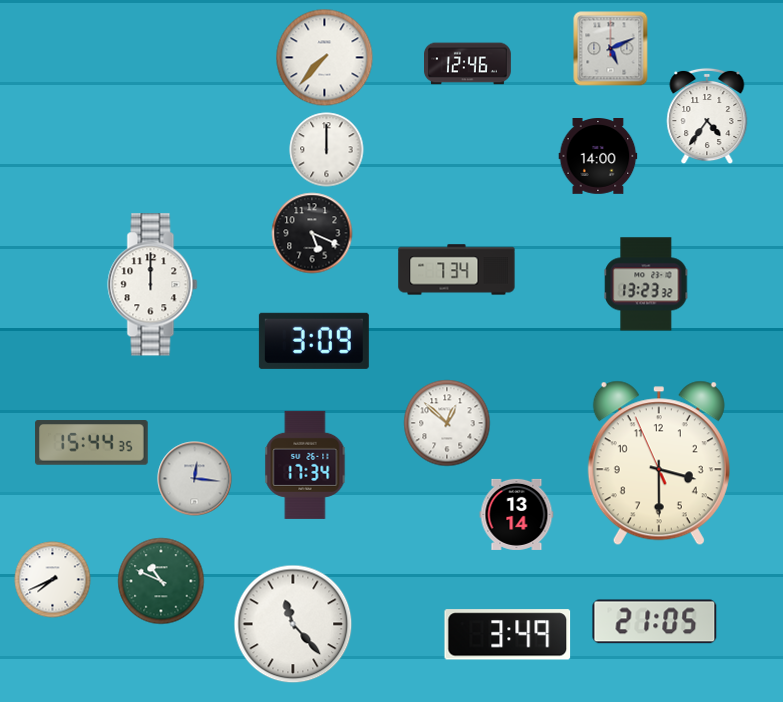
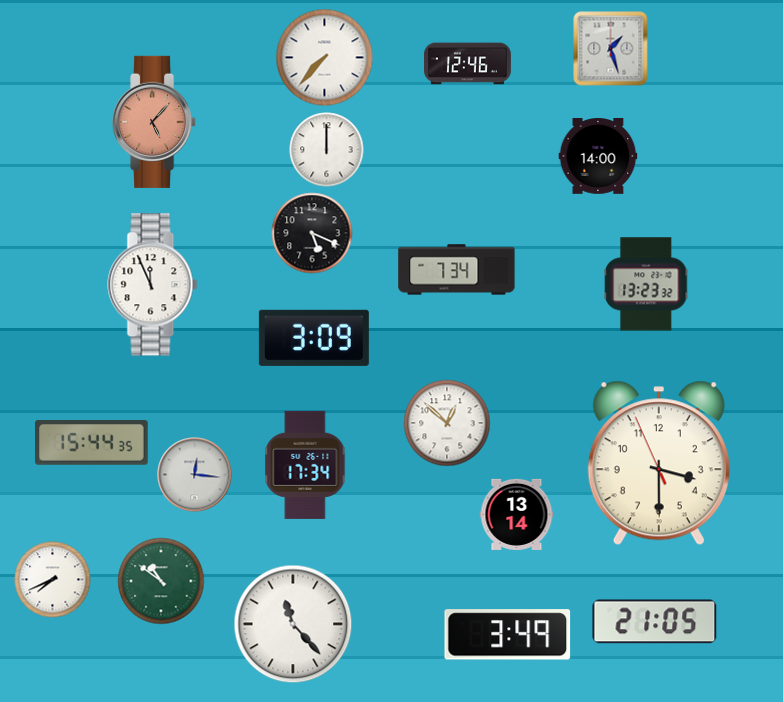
clock at (611, 49): 5:11 -> 1:27
clock at (707, 116): 4:36 -> none
clock at (155, 122): none -> 5:07
clock at (153, 285): 12:00 -> 11:56
clock at (314, 341) position: (314, 341) -> (314, 338)
clock at (195, 479) position: (195, 479) -> (195, 475)
clock at (161, 581): 10:49 -> 10:51
